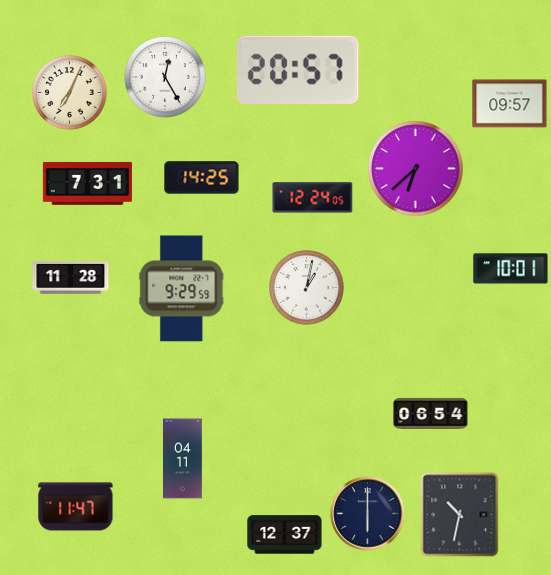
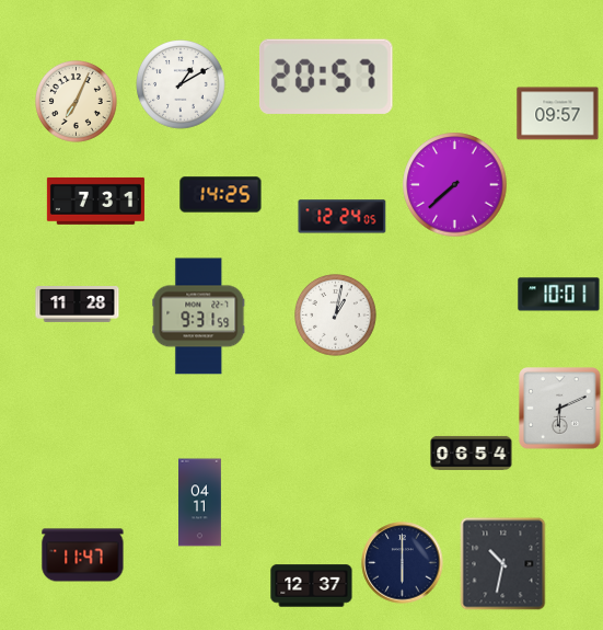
clock at (165, 77): 12:25 -> 1:10
clock at (416, 169): 6:38 -> 7:38
clock at (182, 289): 9:29 -> 9:31
clock at (560, 409): none -> 6:11
